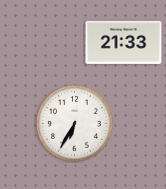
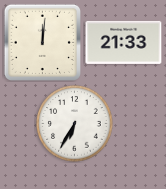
clock at (42, 42): none -> 12:01
